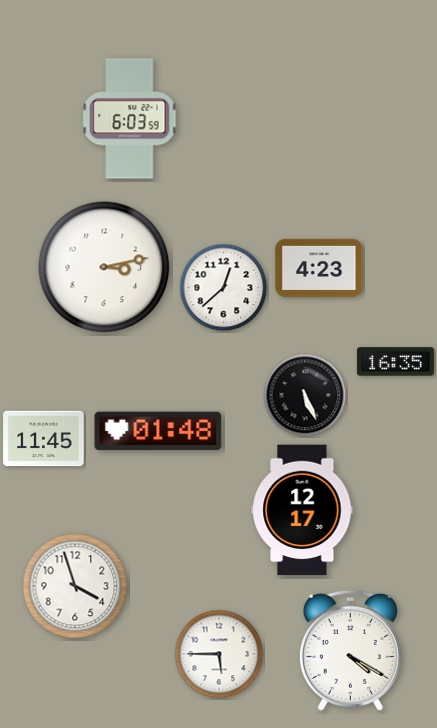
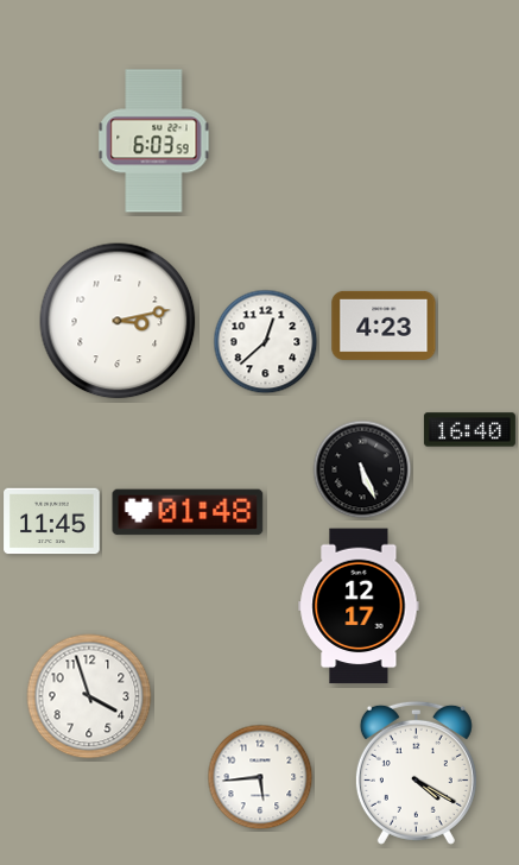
clock at (104, 267) position: (104, 267) -> (118, 321)
clock at (319, 268) position: (319, 268) -> (384, 326)
clock at (395, 362): 16:35 -> 16:40
clock at (219, 654): 5:45 -> 5:44
